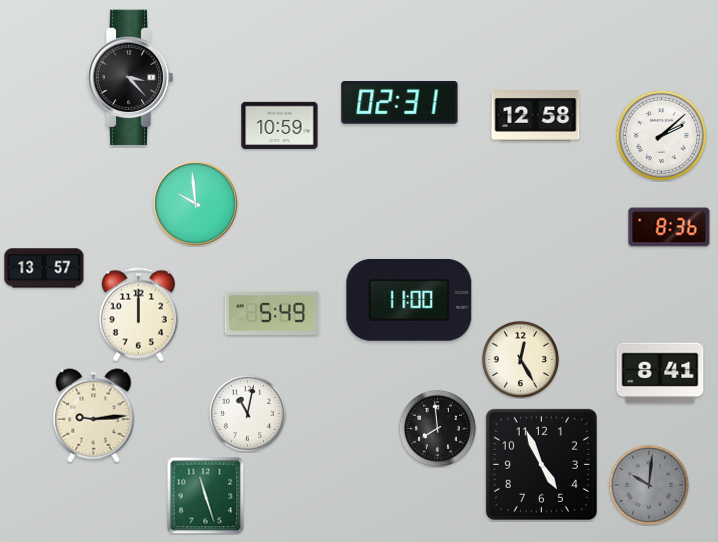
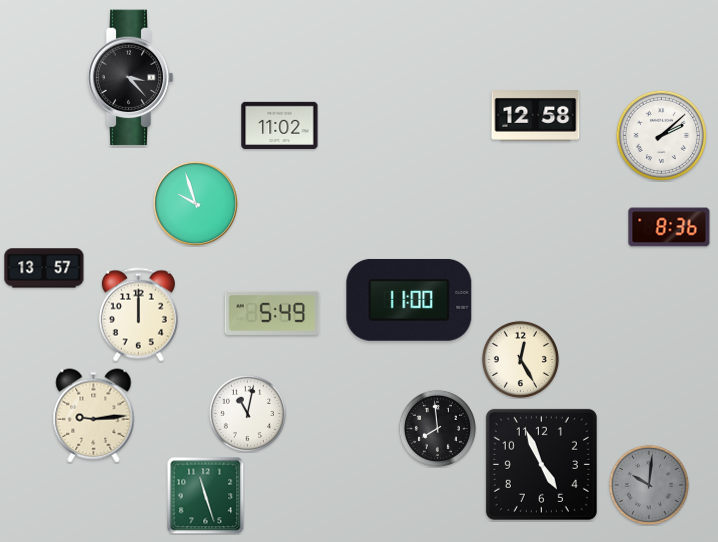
clock at (400, 103): 02:31 -> none
clock at (280, 125): 10:59 -> 11:02
clock at (195, 203): 9:59 -> 9:57
clock at (660, 373): 8:41 -> none
